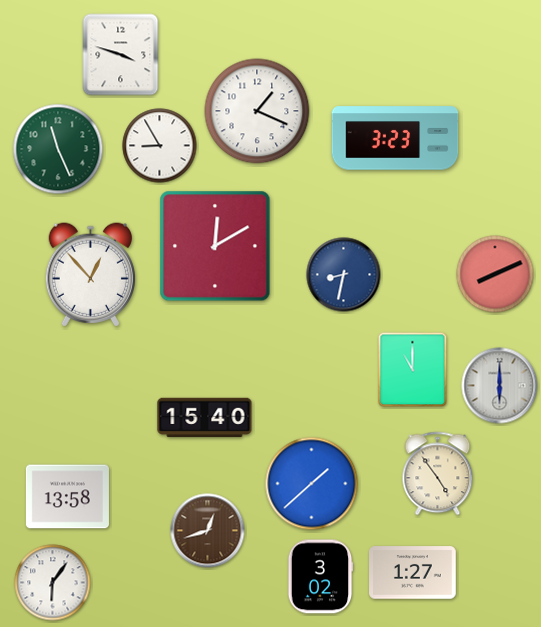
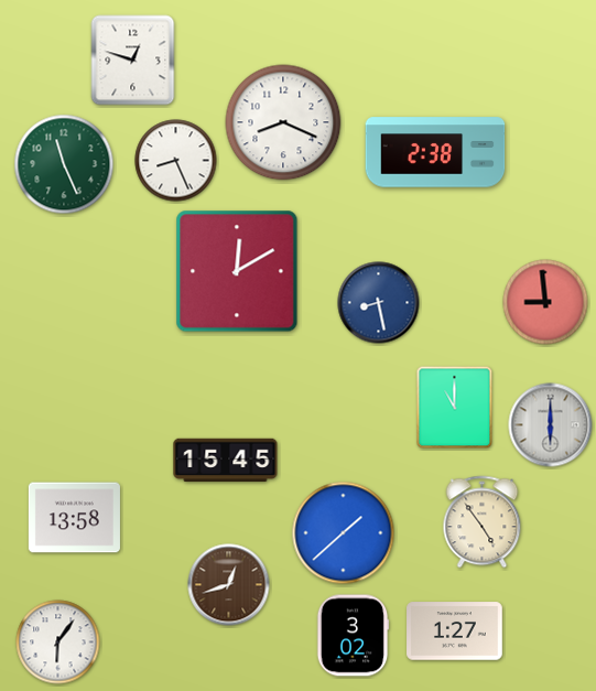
clock at (121, 55): 3:48 -> 12:48
clock at (257, 111): 1:19 -> 8:19
clock at (395, 138): 3:23 -> 2:38
clock at (160, 146): 8:55 -> 8:26
clock at (495, 274): 8:11 -> 8:59
clock at (90, 275): 12:53 -> none
clock at (344, 275): 8:32 -> 8:28
clock at (205, 418): 15:40 -> 15:45
clock at (67, 497) position: (67, 497) -> (74, 518)
